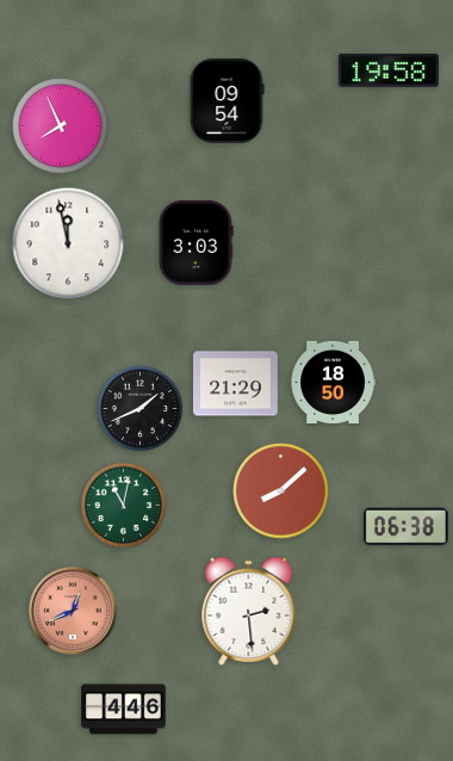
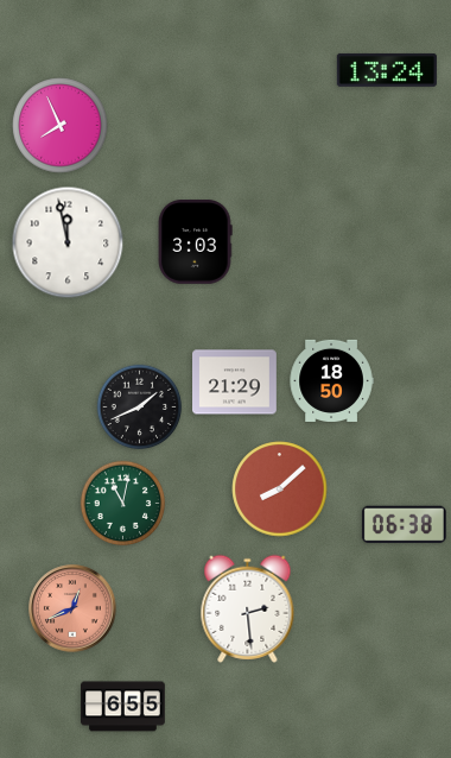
clock at (389, 70): 19:58 -> 13:24
clock at (226, 101): 09:54 -> none
clock at (124, 710): 4:46 -> 6:55
